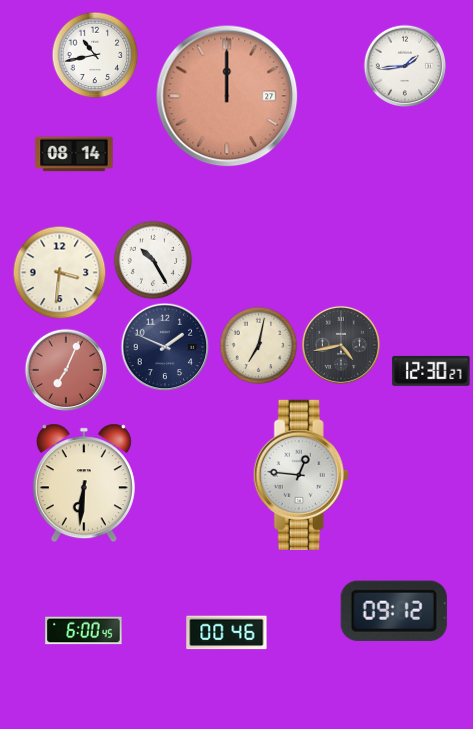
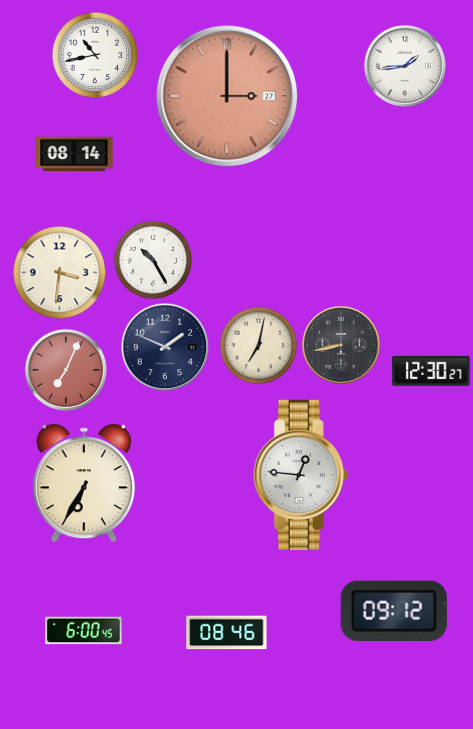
clock at (227, 96): 12:00 -> 3:00
clock at (341, 345): 4:43 -> 8:43
clock at (84, 483): 6:31 -> 6:35
clock at (227, 633): 00:46 -> 08:46
